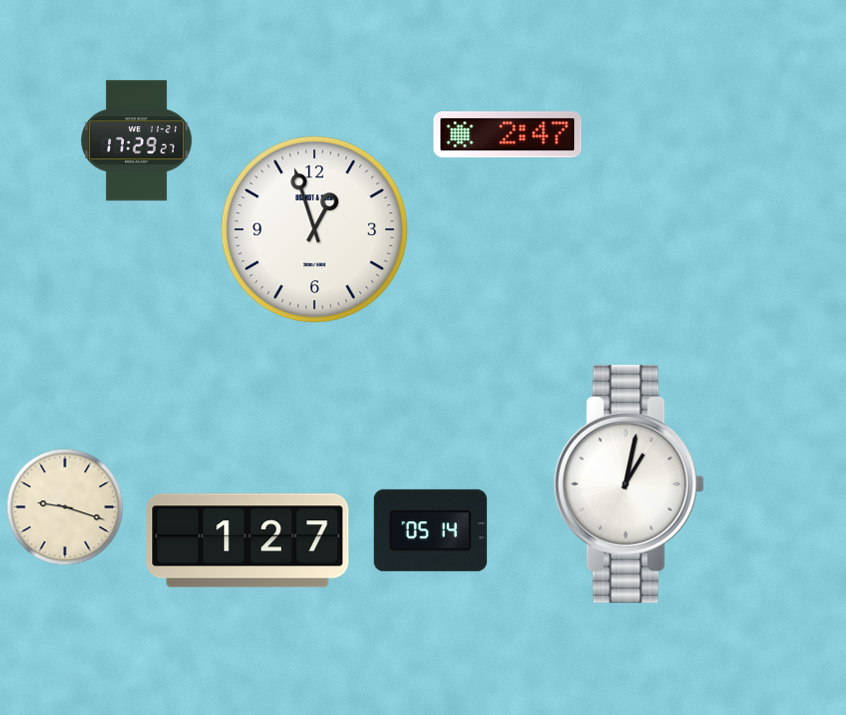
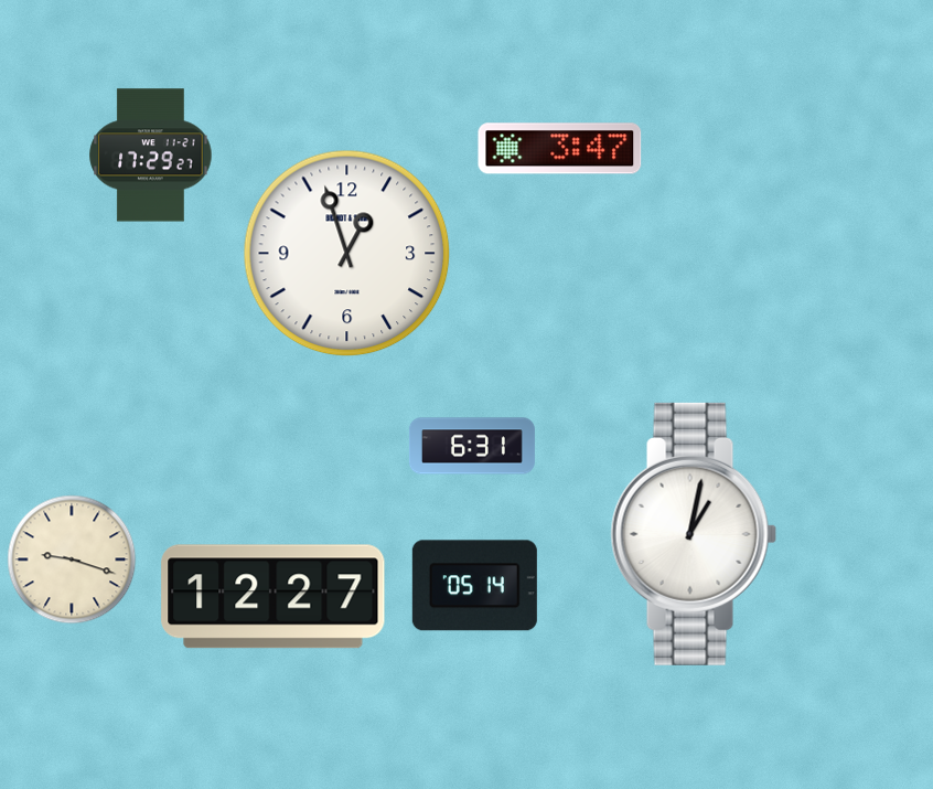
clock at (508, 135): 2:47 -> 3:47
clock at (472, 446): none -> 6:31
clock at (248, 541): 1:27 -> 12:27
